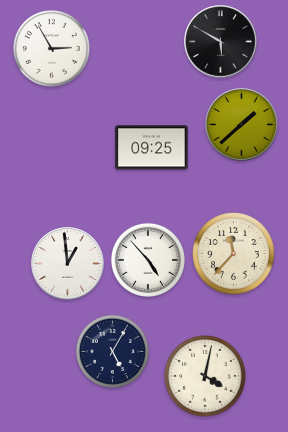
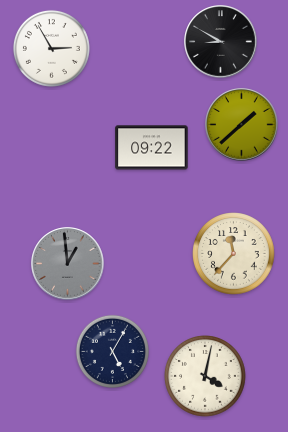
clock at (221, 42): 5:50 -> 8:50
clock at (152, 148): 09:25 -> 09:22
clock at (148, 260): 4:53 -> none
clock at (68, 264) dial: white -> grey
